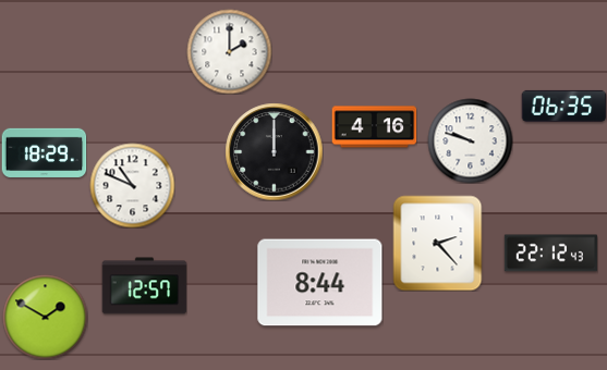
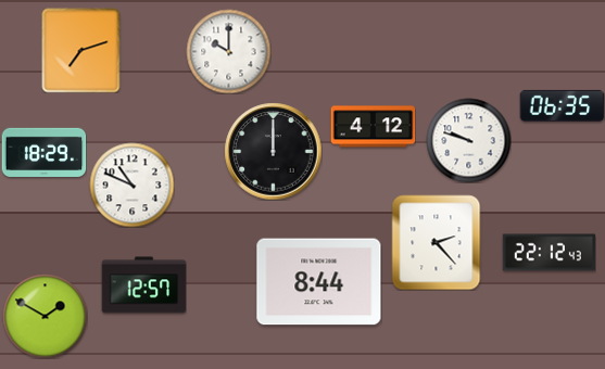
clock at (81, 50): none -> 7:12
clock at (229, 51): 2:00 -> 10:00
clock at (374, 127): 4:16 -> 4:12
